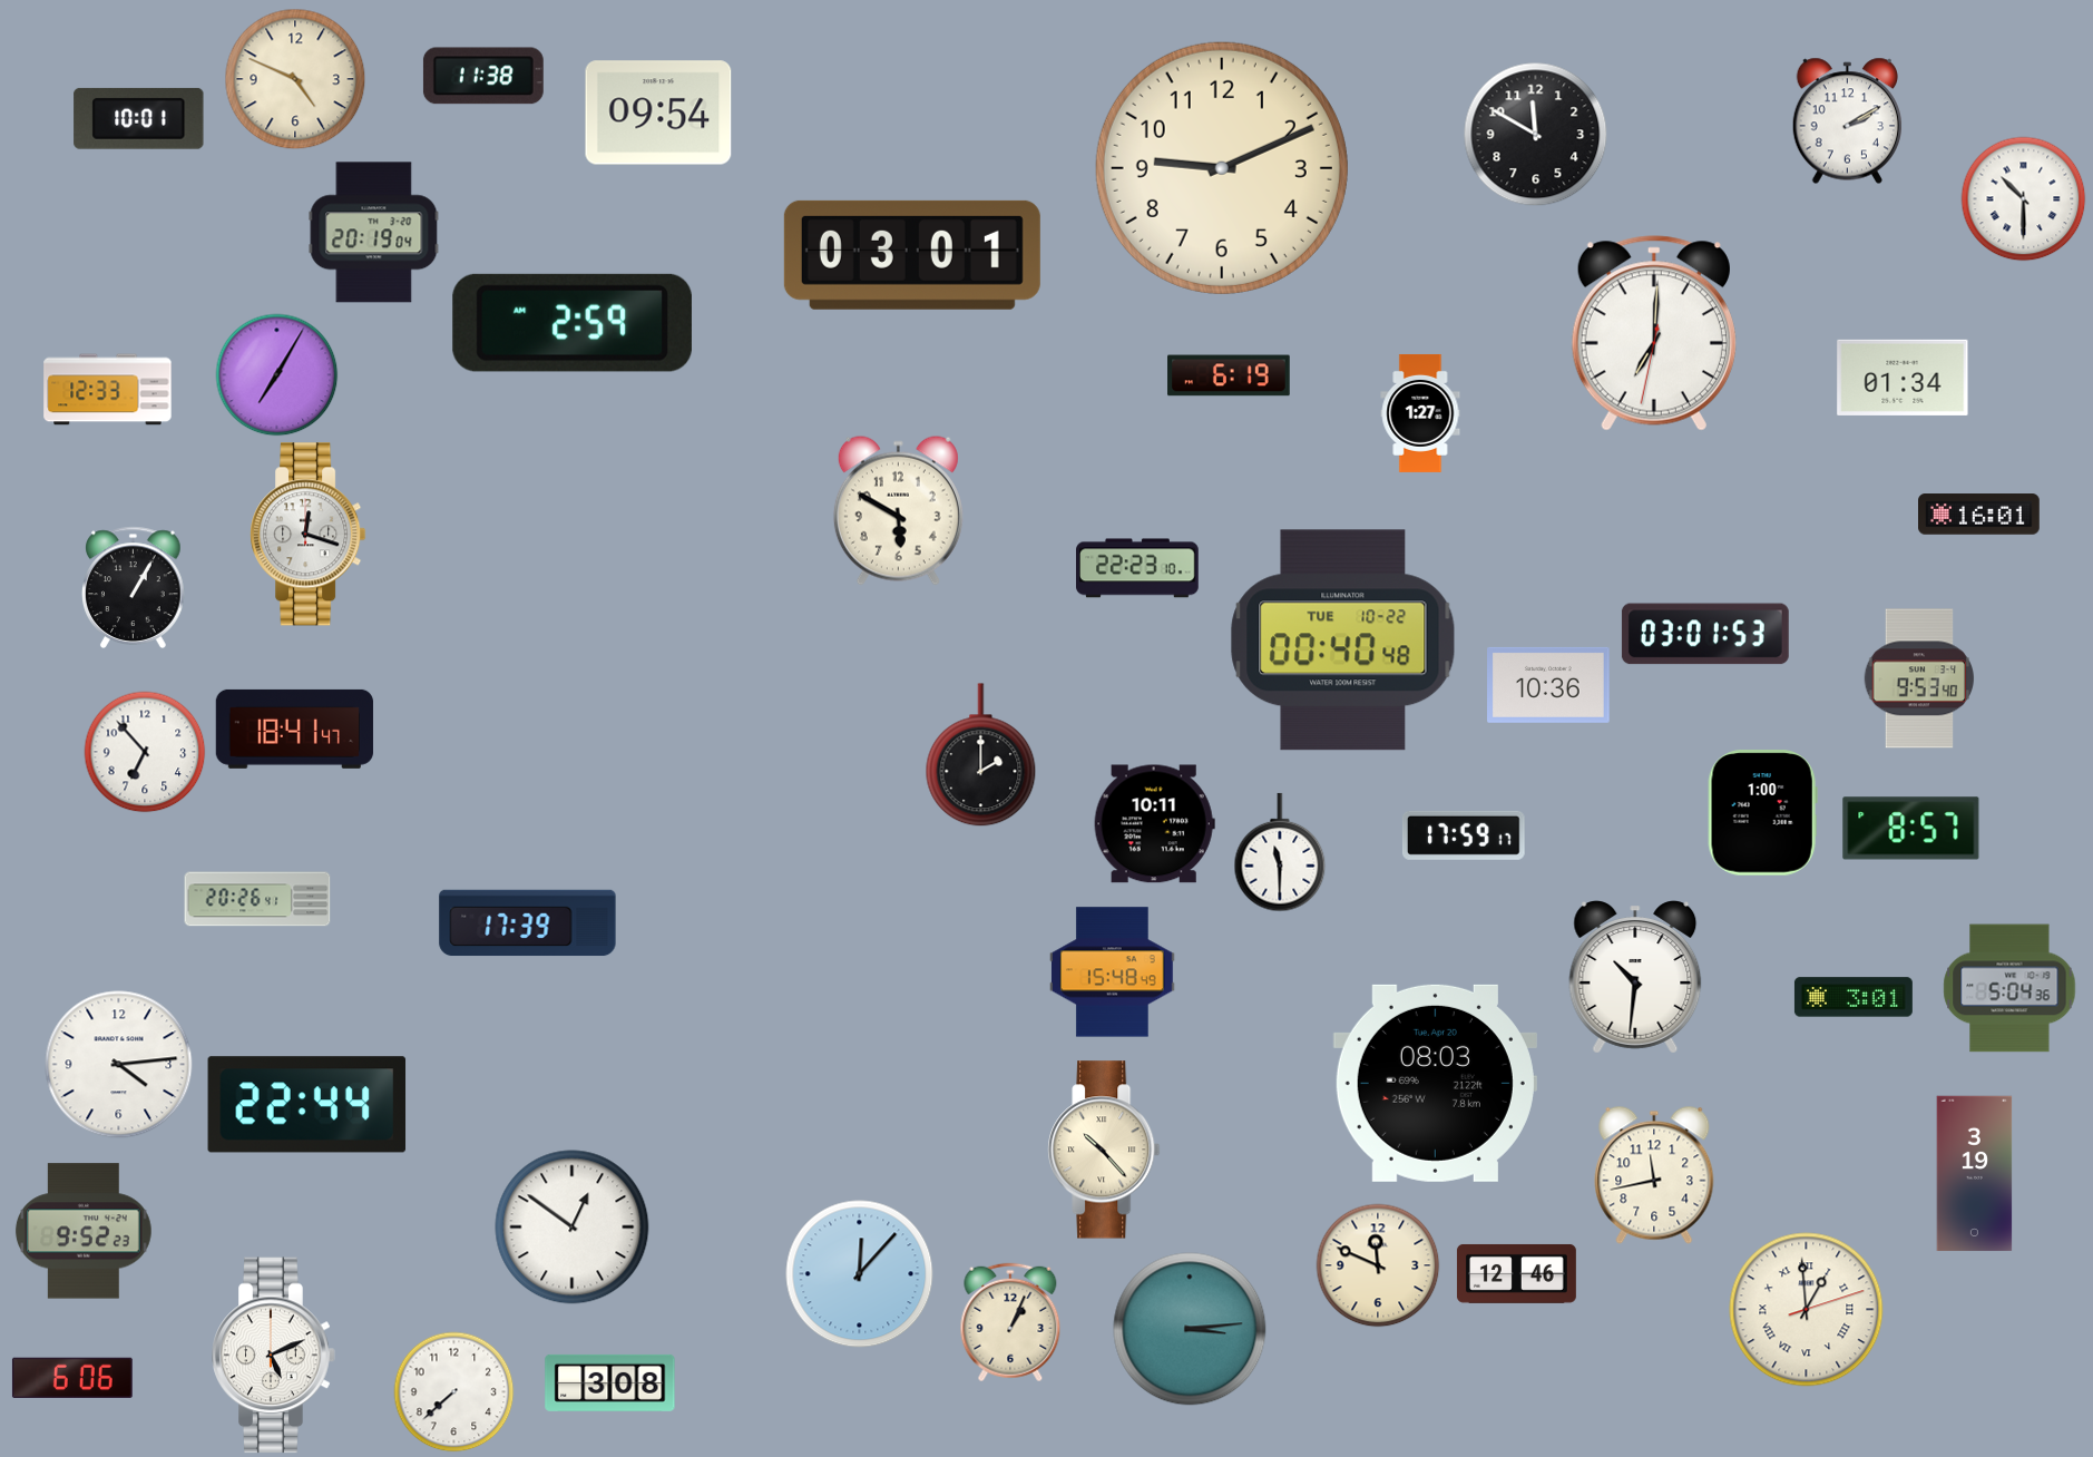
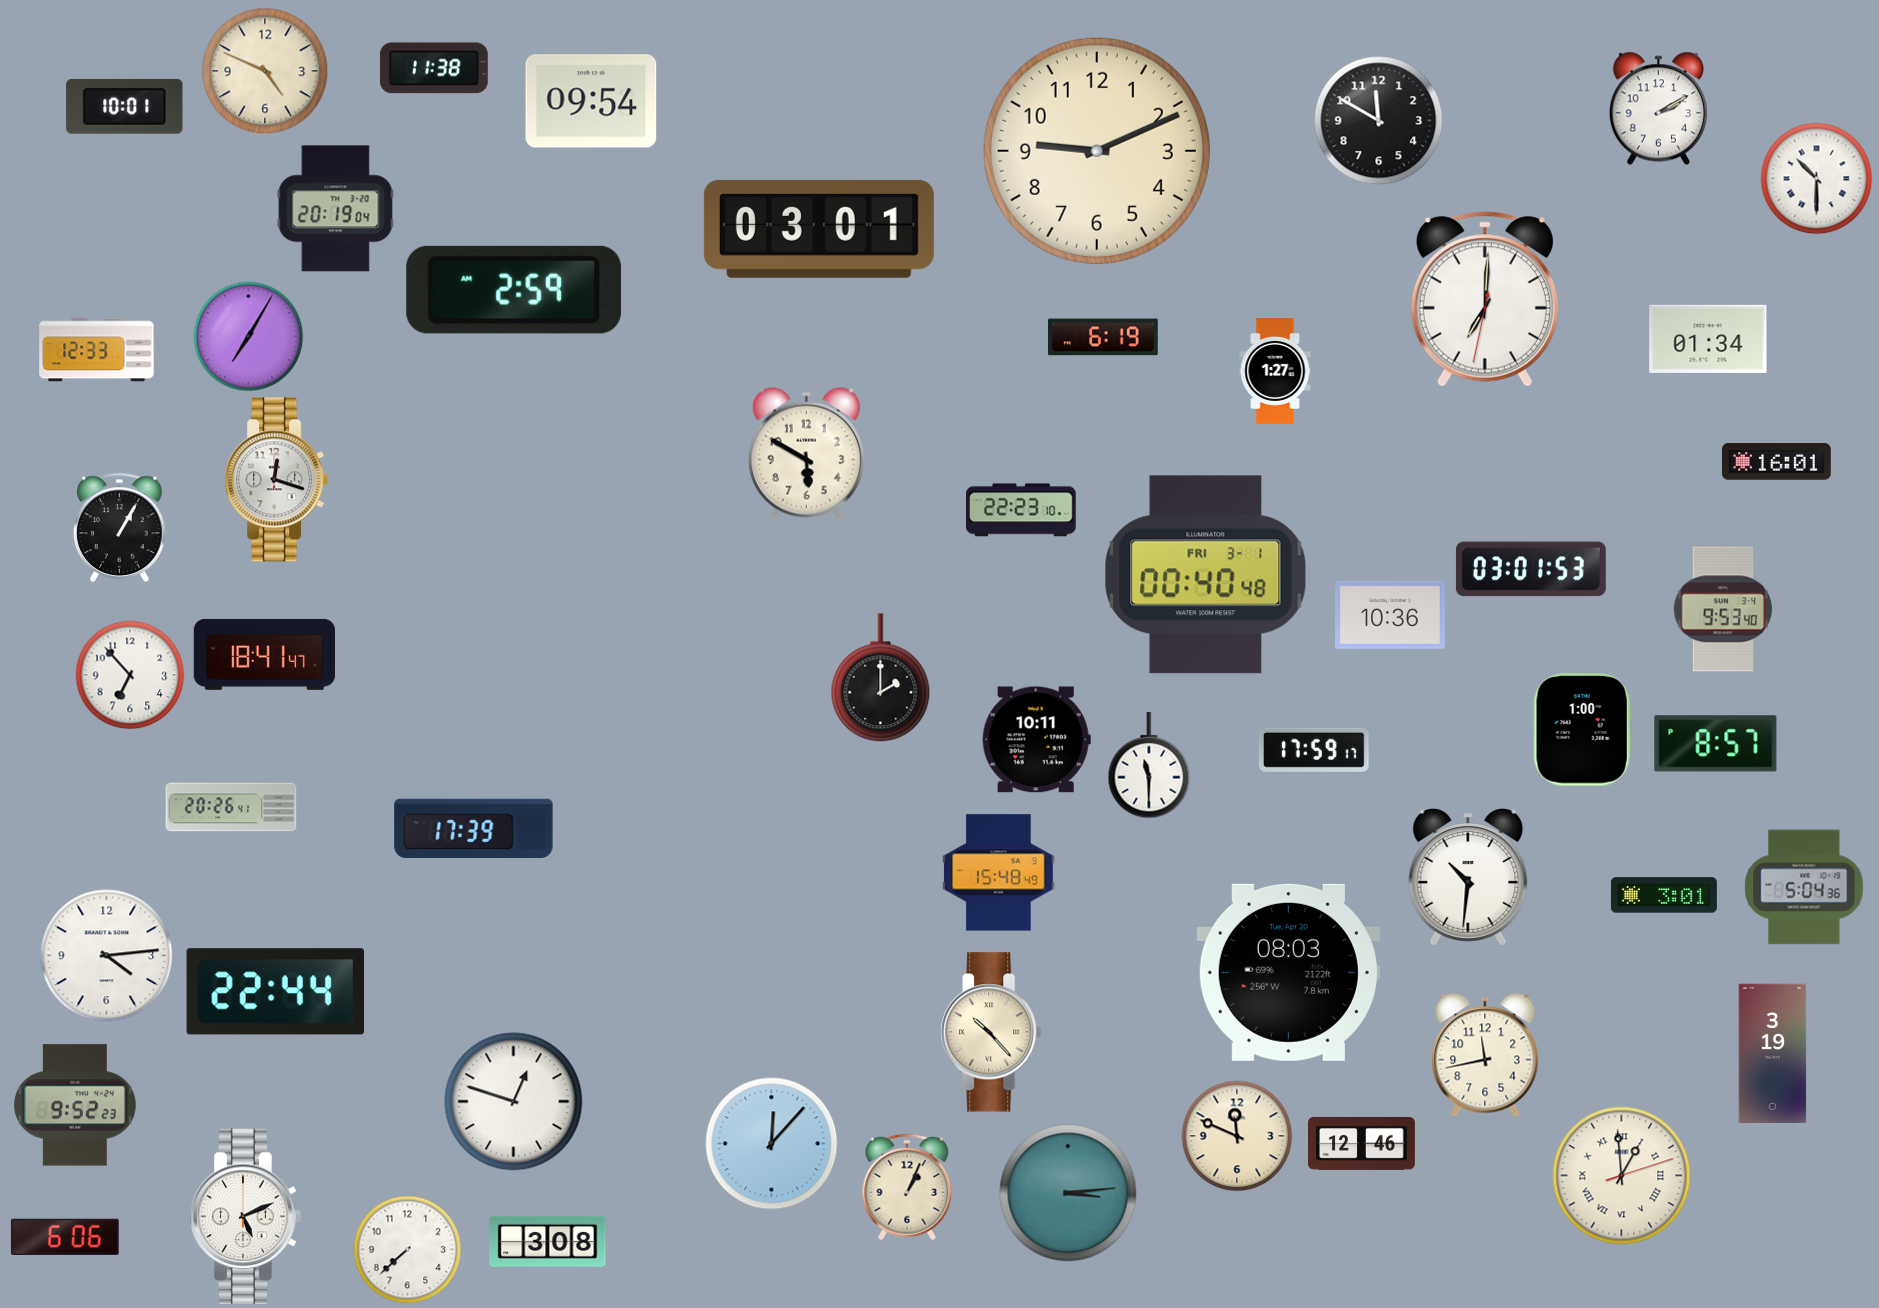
clock at (898, 510) position: (898, 510) -> (806, 454)
clock at (1343, 641) date: TUE 10-22 -> FRI 3-1
clock at (573, 1228): 12:51 -> 12:48
